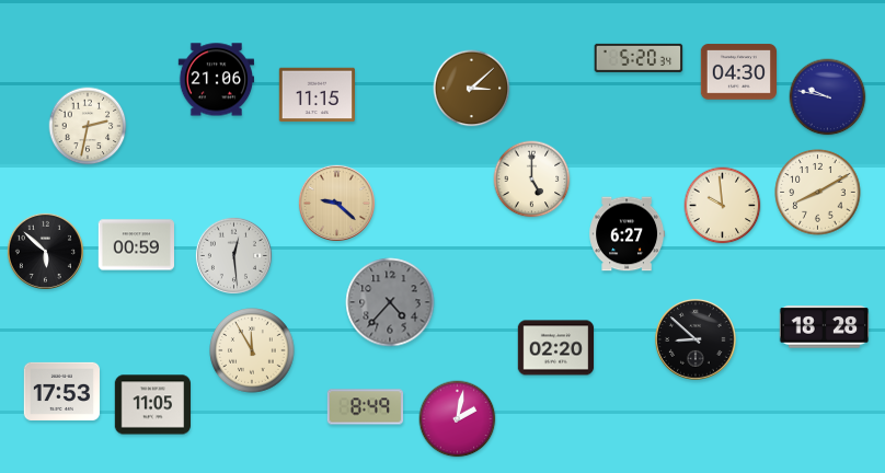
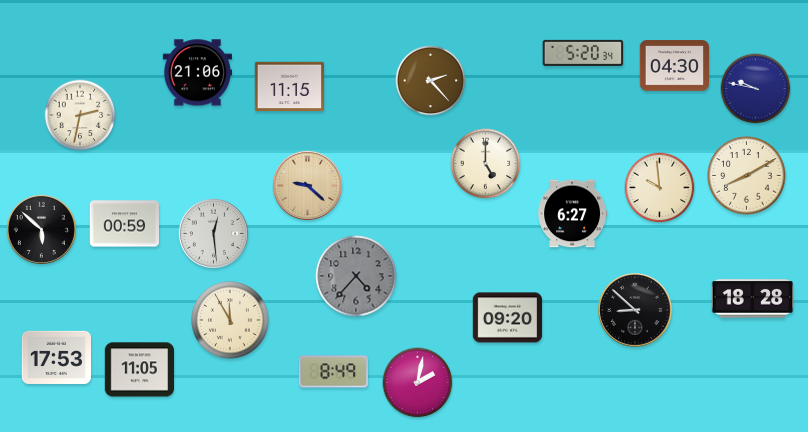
clock at (472, 89): 3:08 -> 2:23
clock at (556, 348): 02:20 -> 09:20
